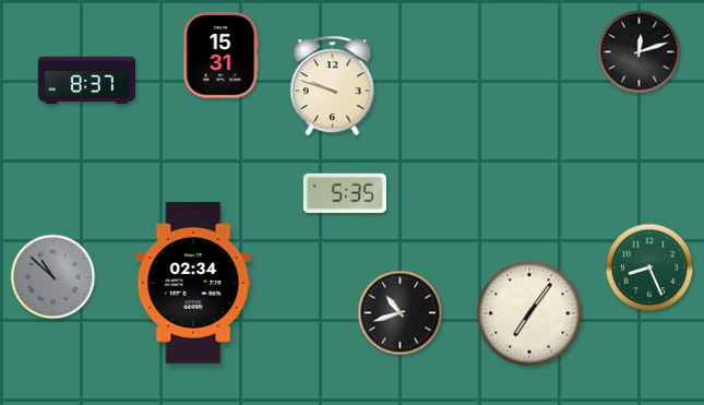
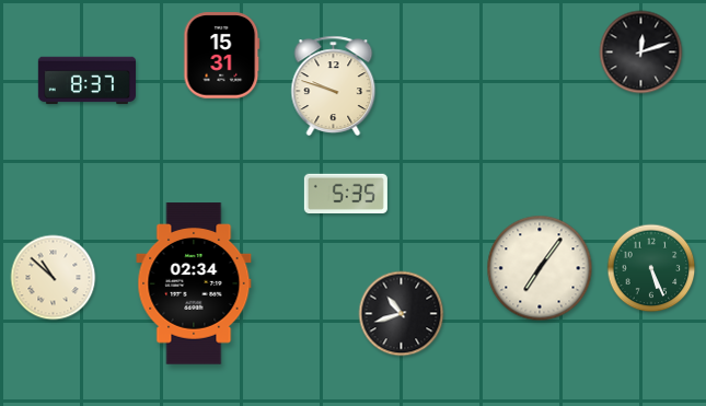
clock at (649, 267): 8:26 -> 5:26
clock at (53, 277) dial: grey -> cream
clock at (529, 313) position: (529, 313) -> (540, 268)
